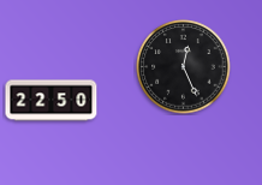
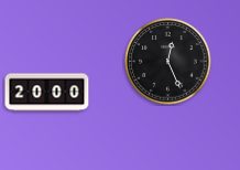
clock at (52, 101): 22:50 -> 20:00
